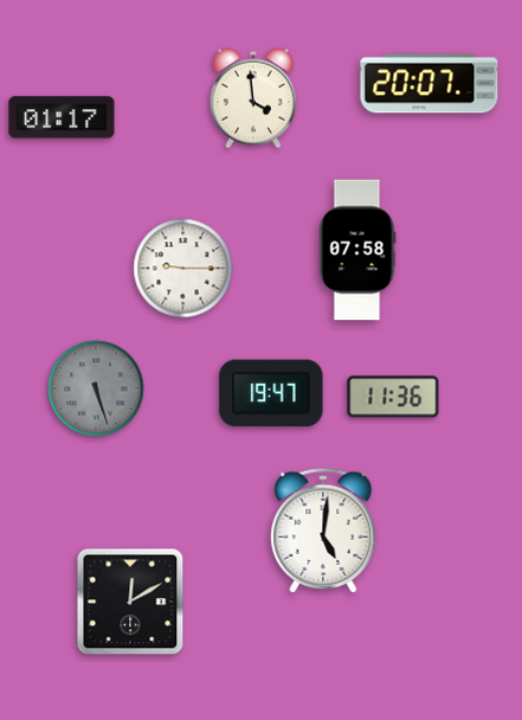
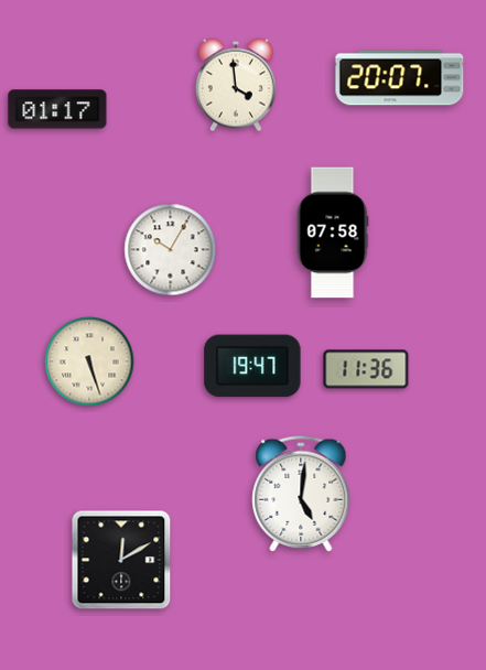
clock at (253, 98) position: (253, 98) -> (236, 85)
clock at (183, 269): 9:15 -> 10:05
clock at (96, 388) dial: grey -> cream
